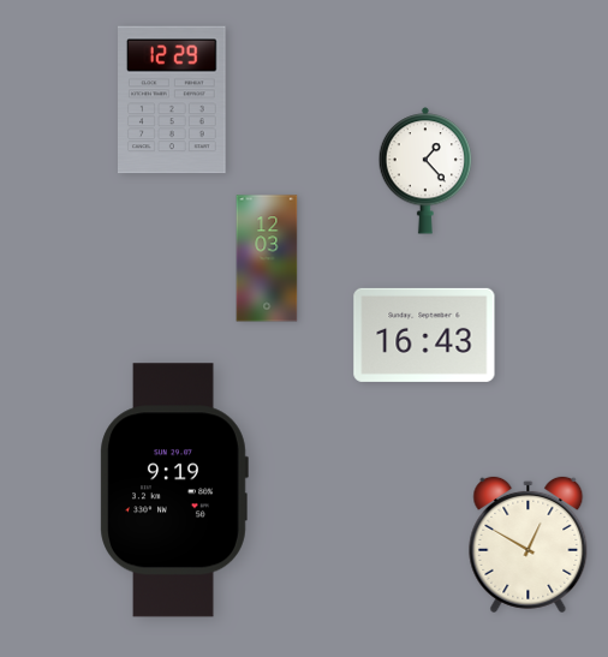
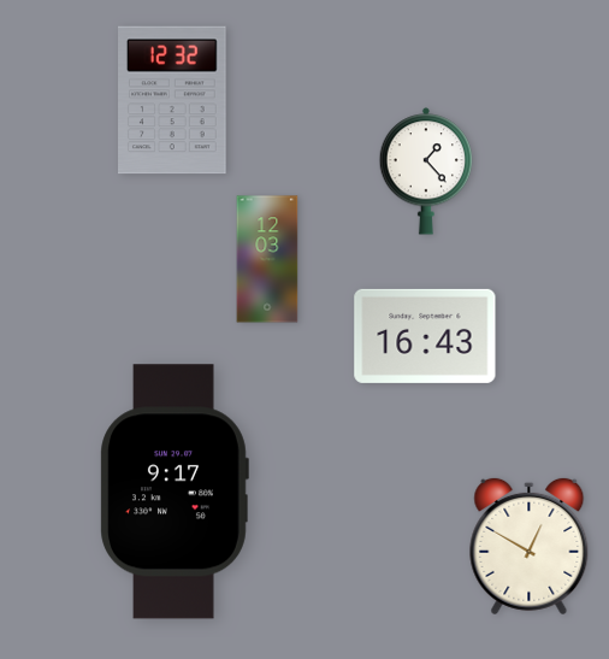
clock at (173, 100): 12:29 -> 12:32
clock at (174, 490): 9:19 -> 9:17
